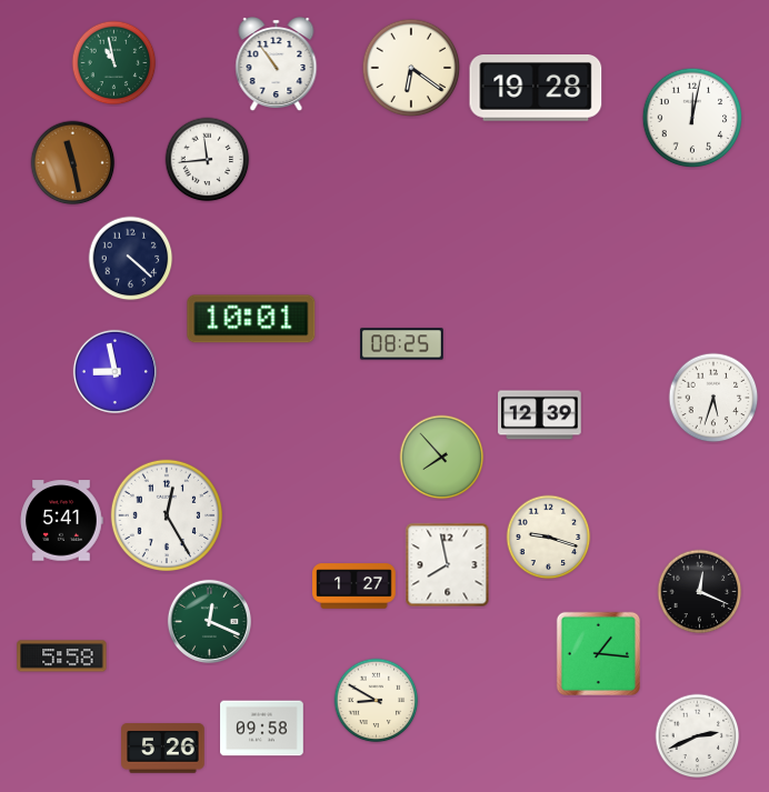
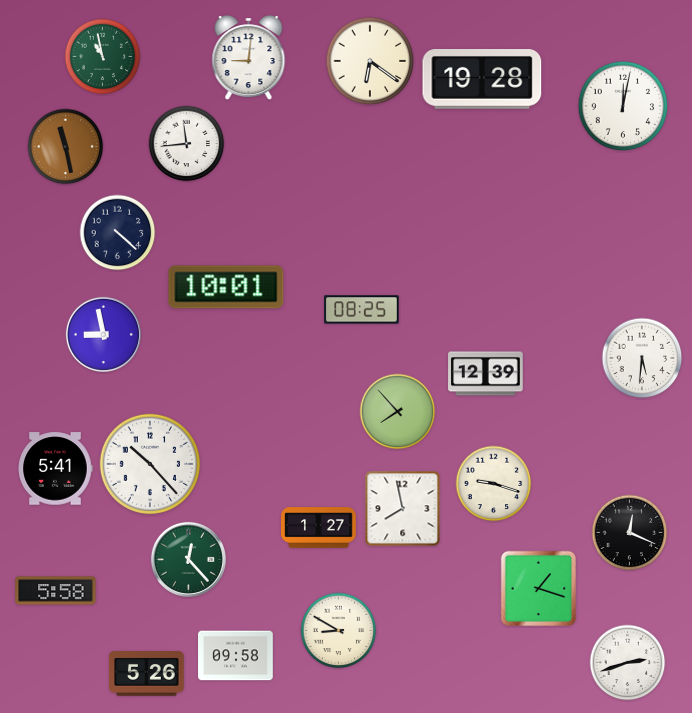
clock at (277, 66): 10:54 -> 9:01
clock at (713, 398): 5:33 -> 5:31
clock at (166, 514): 12:25 -> 10:23
clock at (209, 621): 12:19 -> 12:23
clock at (598, 653): 1:16 -> 1:18
clock at (698, 736): 2:41 -> 2:42
